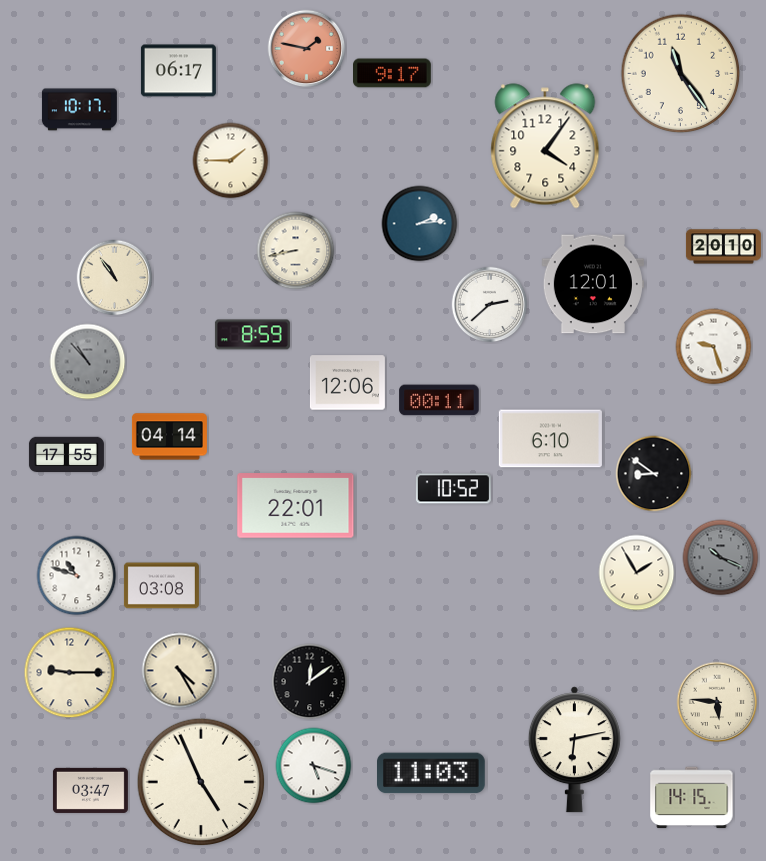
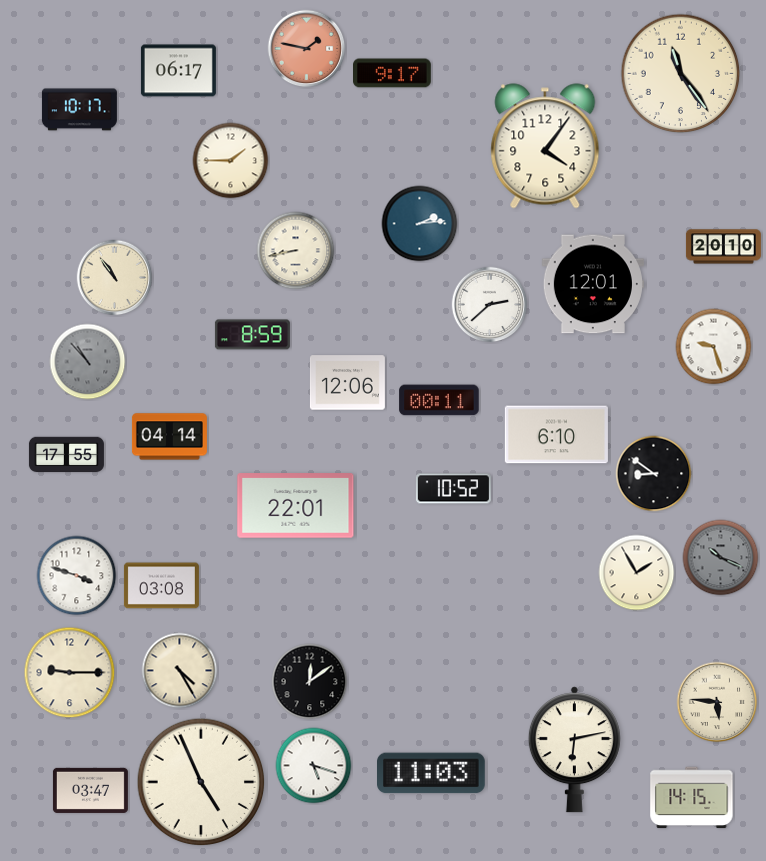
clock at (550, 439) position: (550, 439) -> (556, 435)
clock at (77, 576): 10:48 -> 3:48
